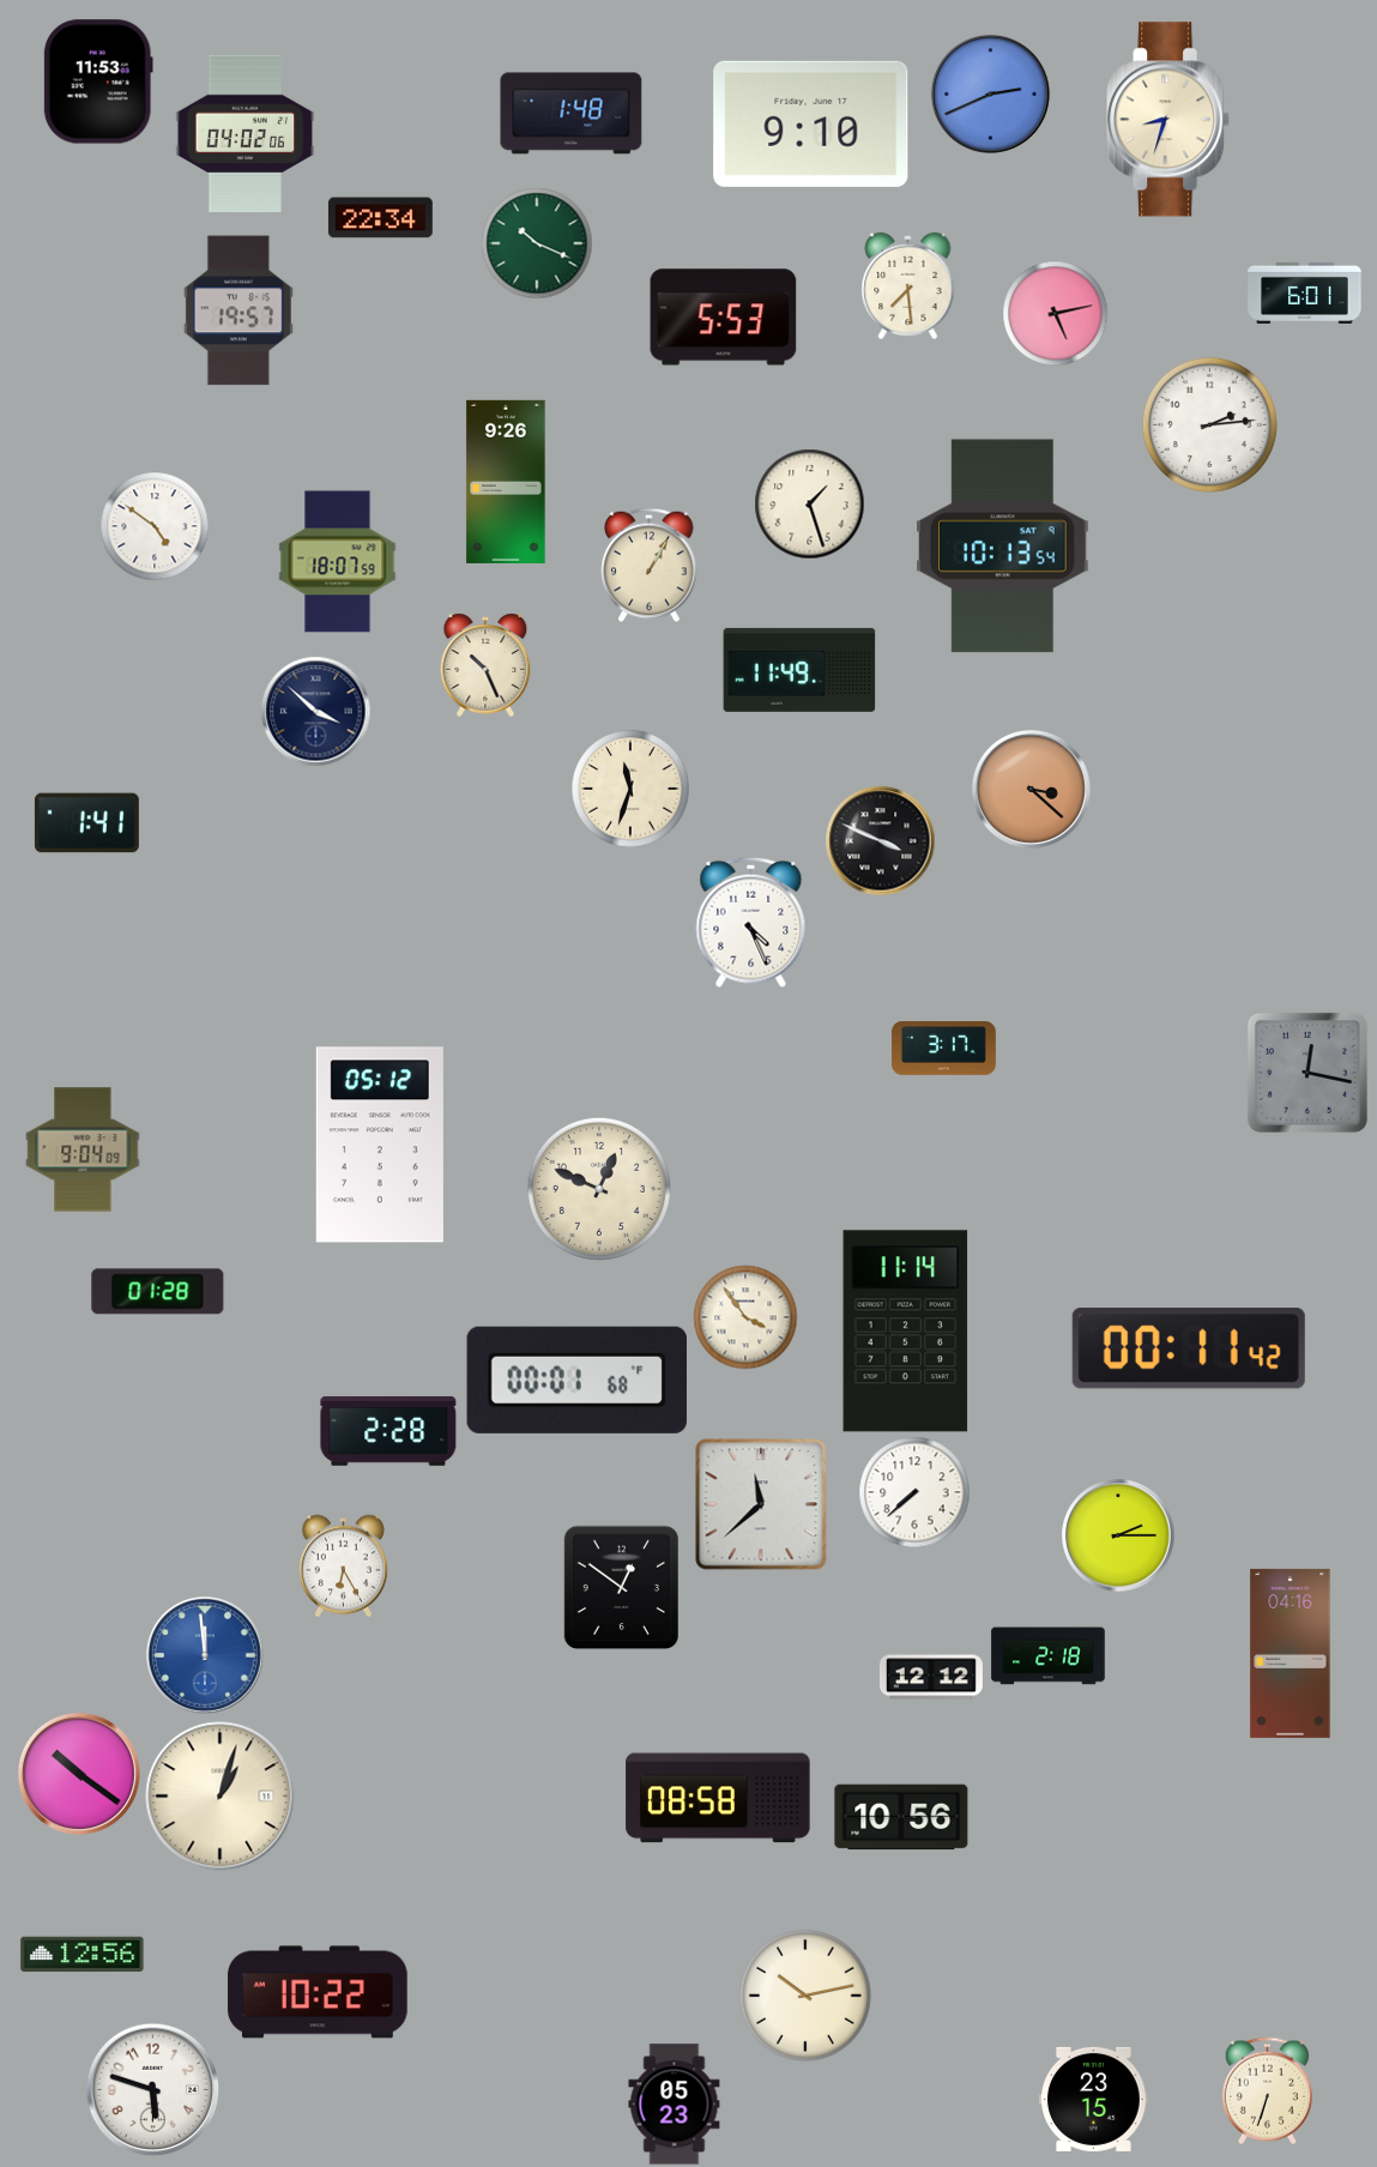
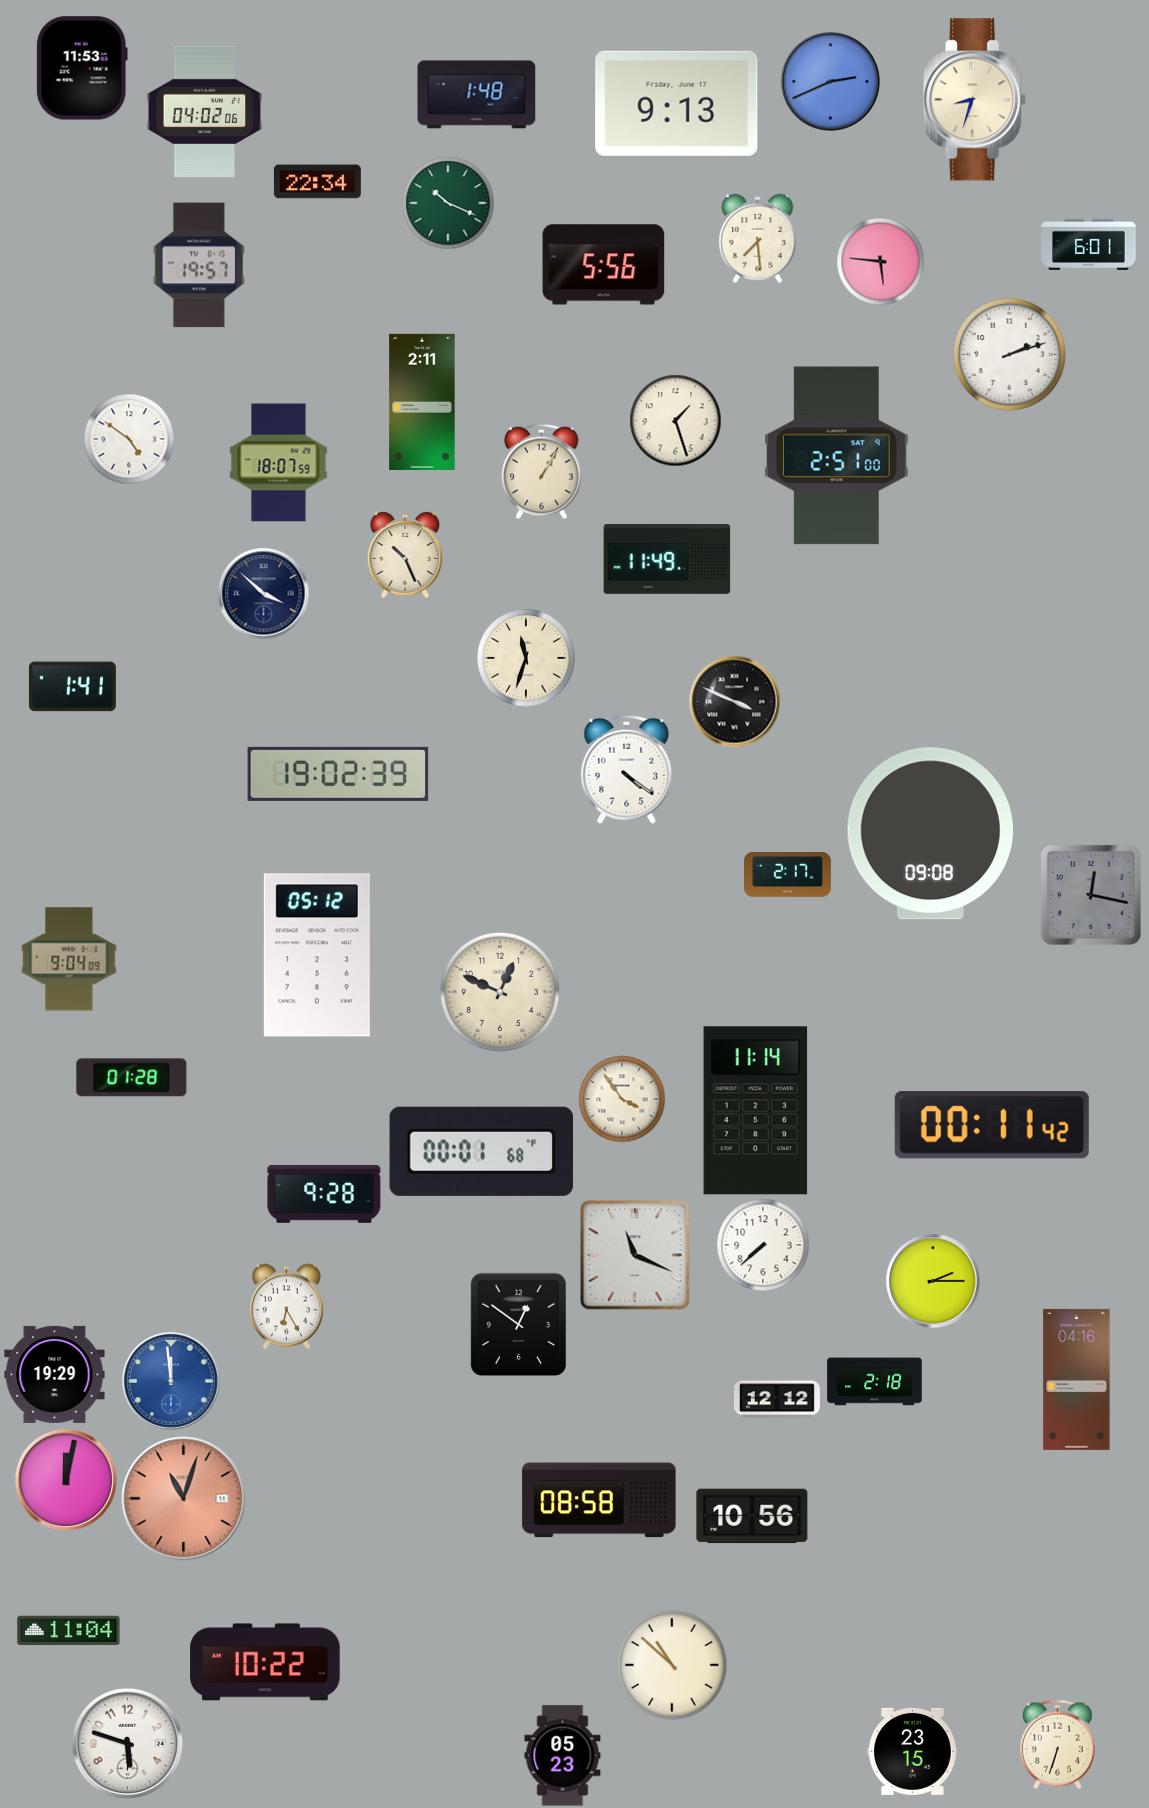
clock at (990, 93) position: (990, 93) -> (830, 81)
clock at (811, 123): 9:10 -> 9:13
clock at (238, 310) position: (238, 310) -> (199, 265)
clock at (1055, 313): 5:13 -> 5:46
clock at (724, 318): 5:53 -> 5:56
clock at (1209, 424): 2:14 -> 2:12
clock at (506, 482): 9:26 -> 2:11
clock at (1003, 547): 10:13 -> 2:51
clock at (338, 562) position: (338, 562) -> (279, 463)
clock at (1031, 789): 3:22 -> none
clock at (751, 922): 4:26 -> 4:21
clock at (338, 774): none -> 19:02
clock at (930, 834): none -> 09:08
clock at (943, 1049): 3:17 -> 2:17
clock at (388, 1431): 2:28 -> 9:28
clock at (761, 1504): 11:38 -> 11:19
clock at (55, 1374): none -> 19:29
clock at (79, 1774): 10:21 -> 12:02
clock at (221, 1797): 1:03 -> 11:03
clock at (221, 1797) dial: cream -> salmon
clock at (83, 1955): 12:56 -> 11:04
clock at (805, 1996): 10:13 -> 10:52
